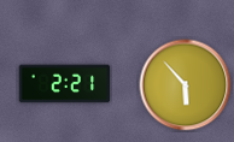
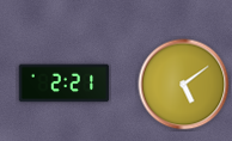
clock at (186, 85): 5:53 -> 5:09
